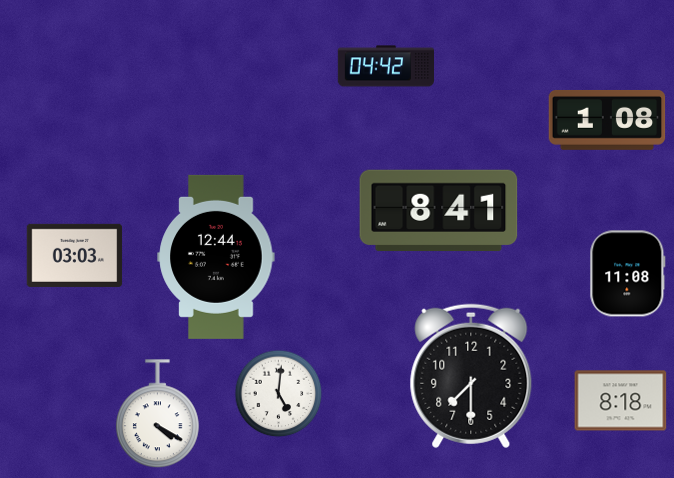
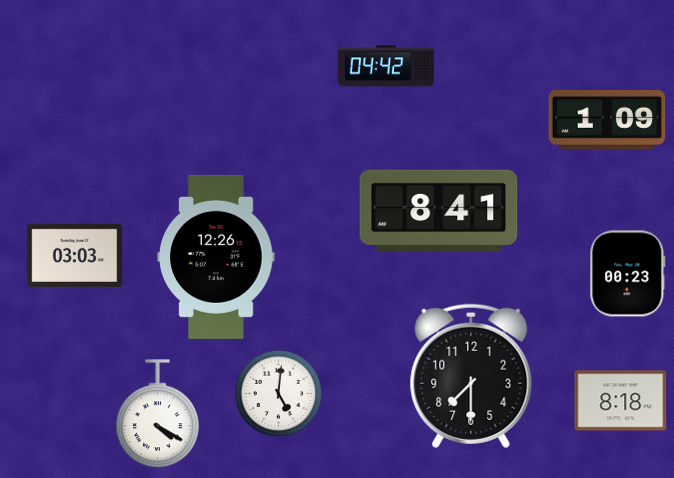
clock at (607, 120): 1:08 -> 1:09
clock at (216, 257): 12:44 -> 12:26
clock at (628, 274): 11:08 -> 00:23
